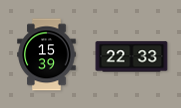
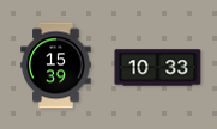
clock at (132, 57): 22:33 -> 10:33
